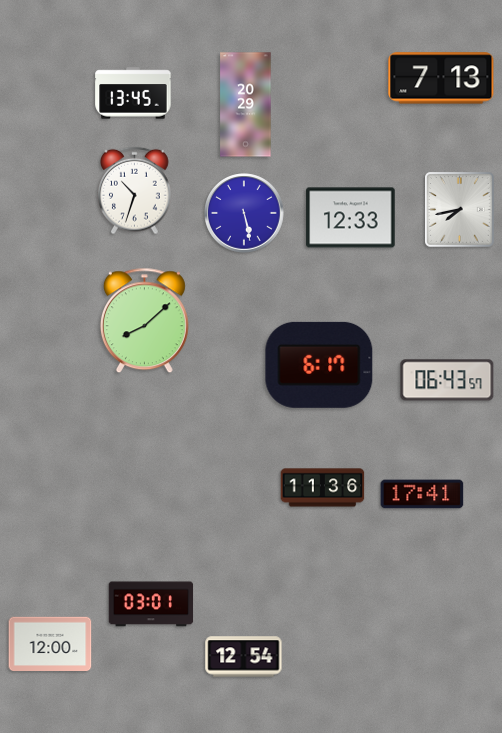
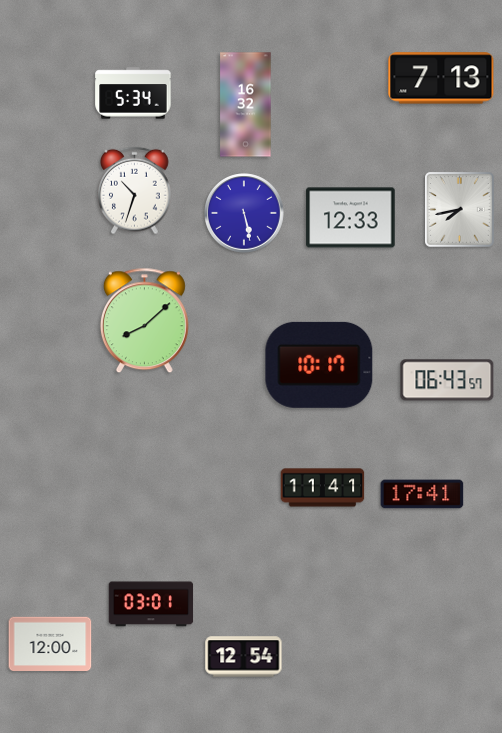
clock at (133, 93): 13:45 -> 5:34
clock at (246, 105): 20:29 -> 16:32
clock at (319, 365): 6:17 -> 10:17
clock at (323, 488): 11:36 -> 11:41
